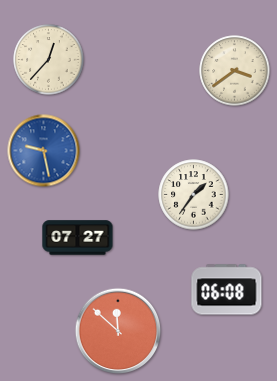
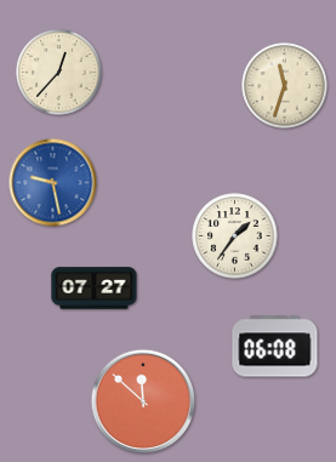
clock at (235, 71): 3:39 -> 11:33
clock at (227, 290) position: (227, 290) -> (275, 347)
